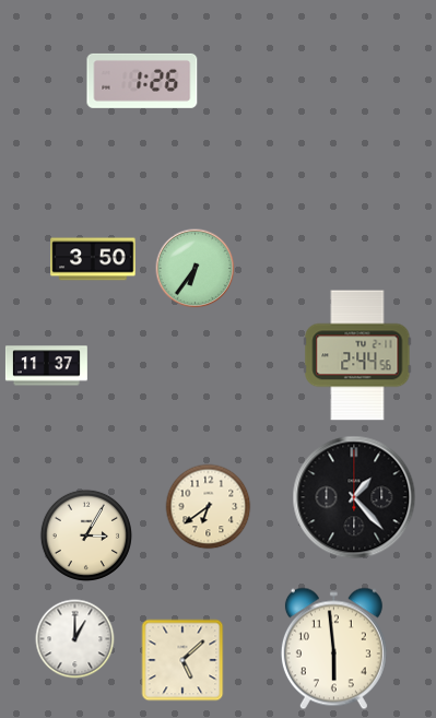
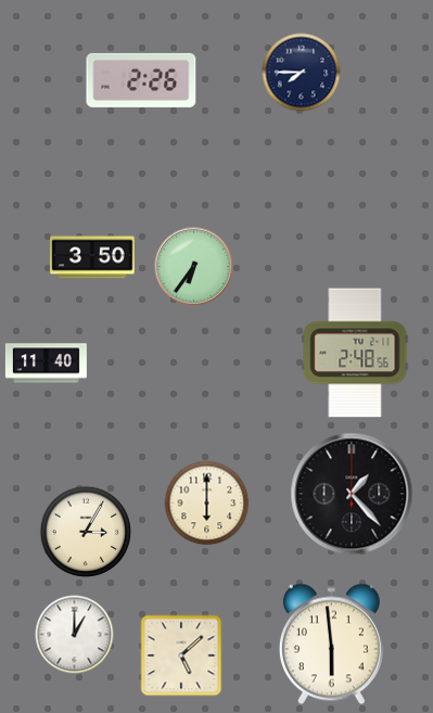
clock at (302, 73): none -> 7:45
clock at (142, 81): 1:26 -> 2:26
clock at (357, 355): 2:44 -> 2:48
clock at (46, 366): 11:37 -> 11:40
clock at (209, 507): 6:39 -> 6:00
